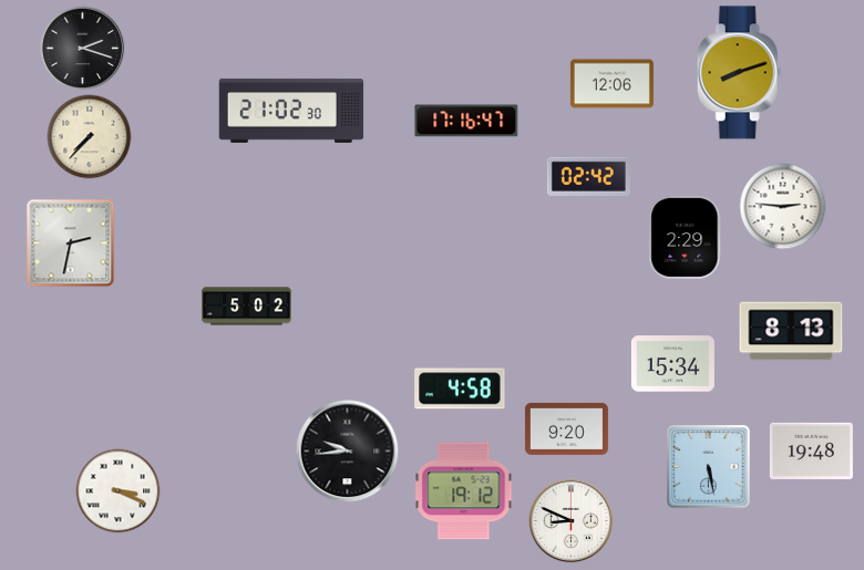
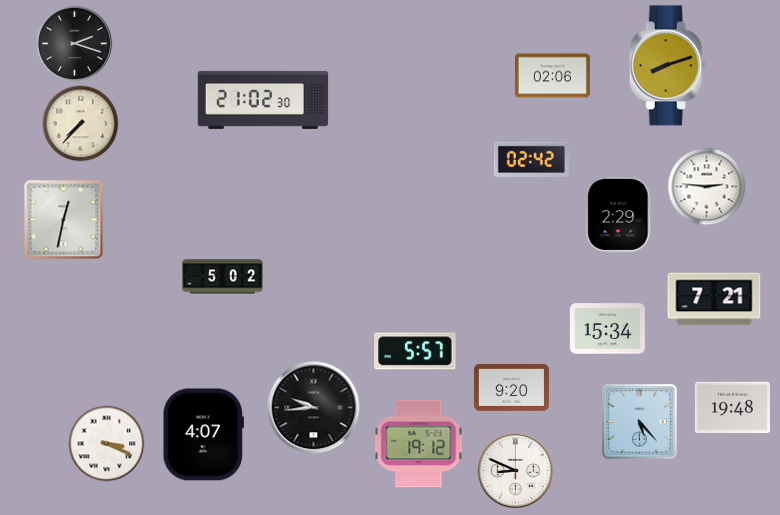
clock at (611, 84): 12:06 -> 02:06
clock at (466, 121): 17:16 -> none
clock at (71, 243): 2:32 -> 12:32
clock at (791, 331): 8:13 -> 7:21
clock at (460, 388): 4:58 -> 5:57
clock at (709, 467): 5:28 -> 5:23
clock at (203, 435): none -> 4:07
